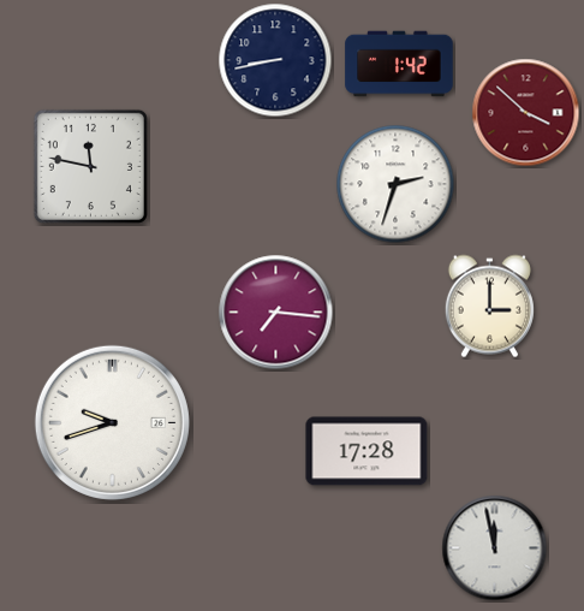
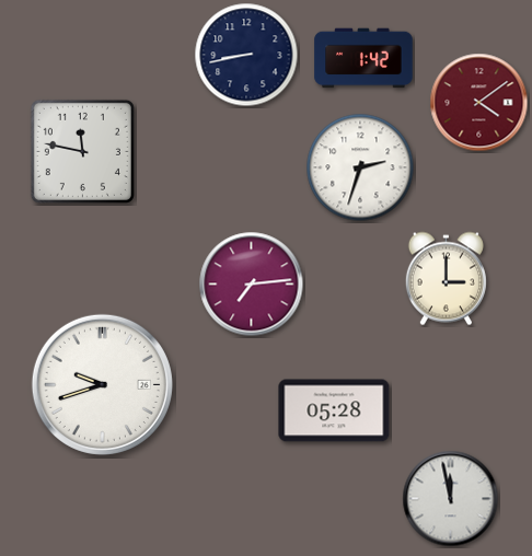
clock at (275, 60) position: (275, 60) -> (246, 55)
clock at (526, 113): 3:52 -> 4:09
clock at (276, 313): 7:16 -> 7:14
clock at (367, 451): 17:28 -> 05:28
